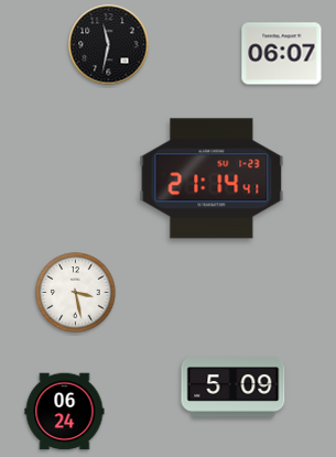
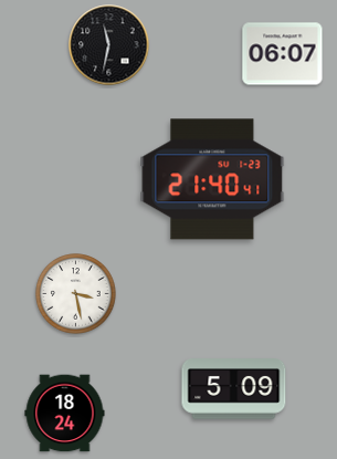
clock at (212, 178): 21:14 -> 21:40
clock at (65, 412): 06:24 -> 18:24
